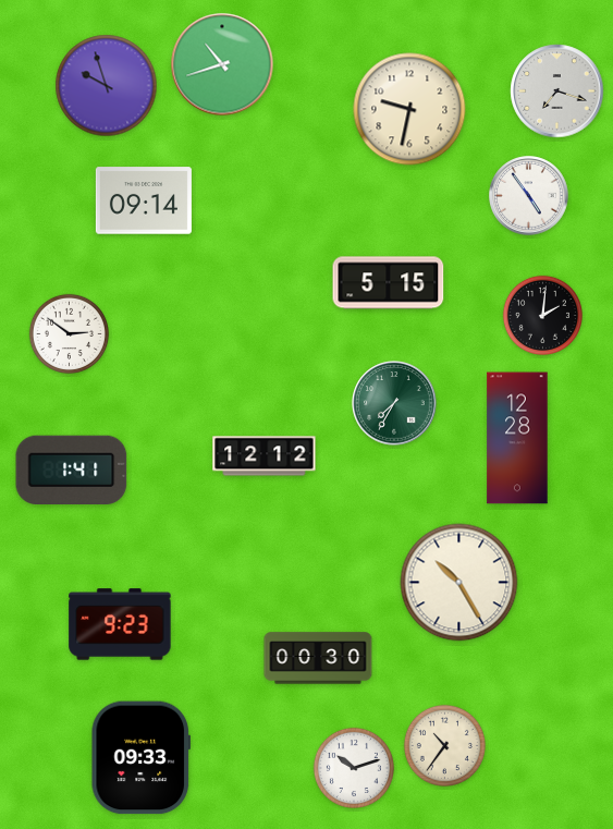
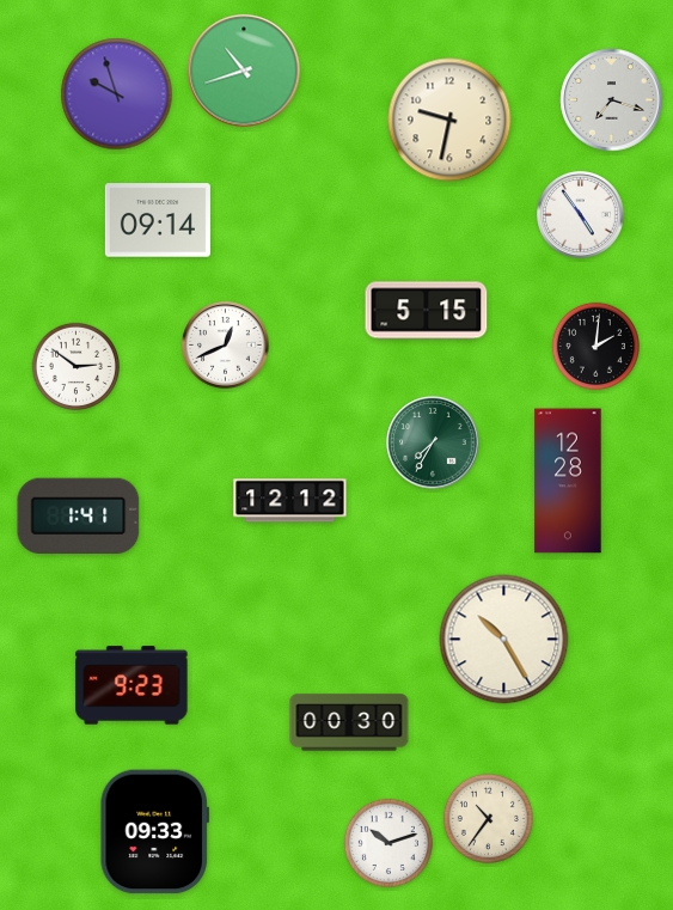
clock at (226, 346): none -> 12:41
